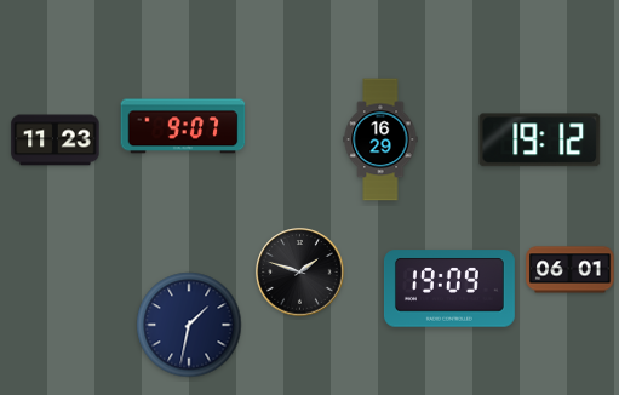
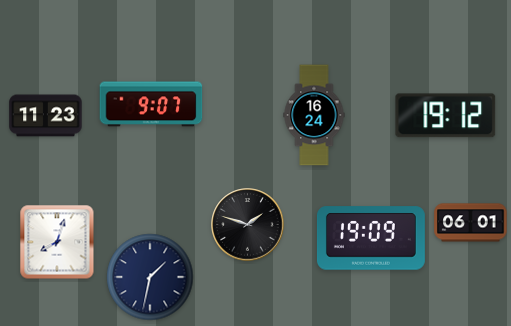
clock at (380, 139): 16:29 -> 16:24
clock at (57, 242): none -> 8:03
clock at (189, 325) position: (189, 325) -> (150, 277)
